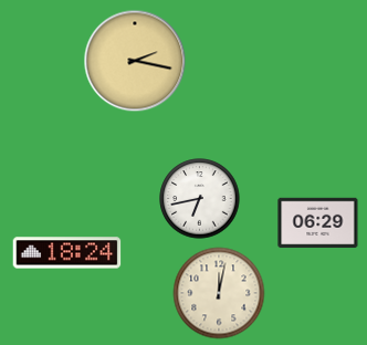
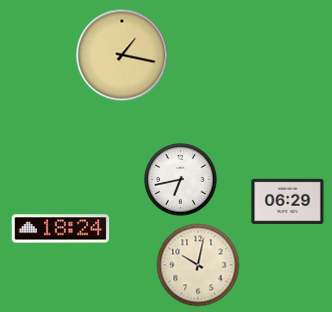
clock at (135, 61): 2:17 -> 1:17
clock at (219, 293): 12:02 -> 10:02
